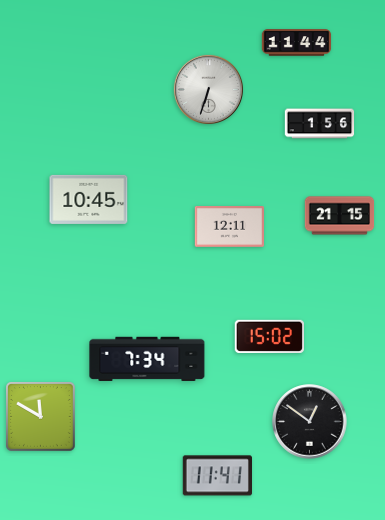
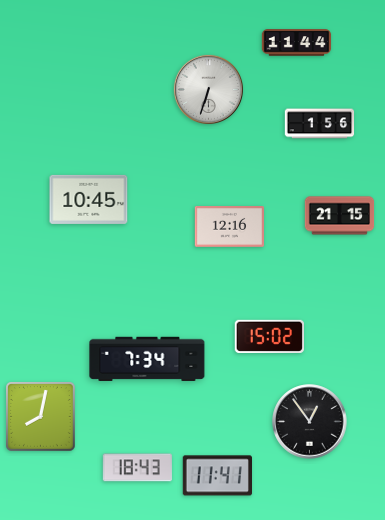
clock at (229, 227): 12:11 -> 12:16
clock at (41, 417): 11:50 -> 8:02
clock at (310, 422): 12:51 -> 12:54
clock at (137, 468): none -> 18:43
